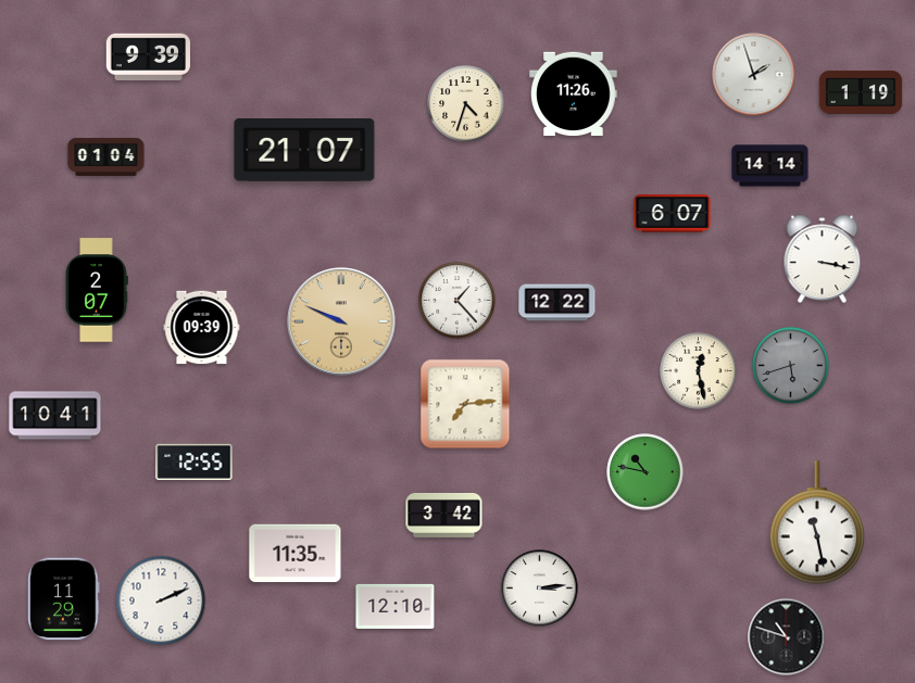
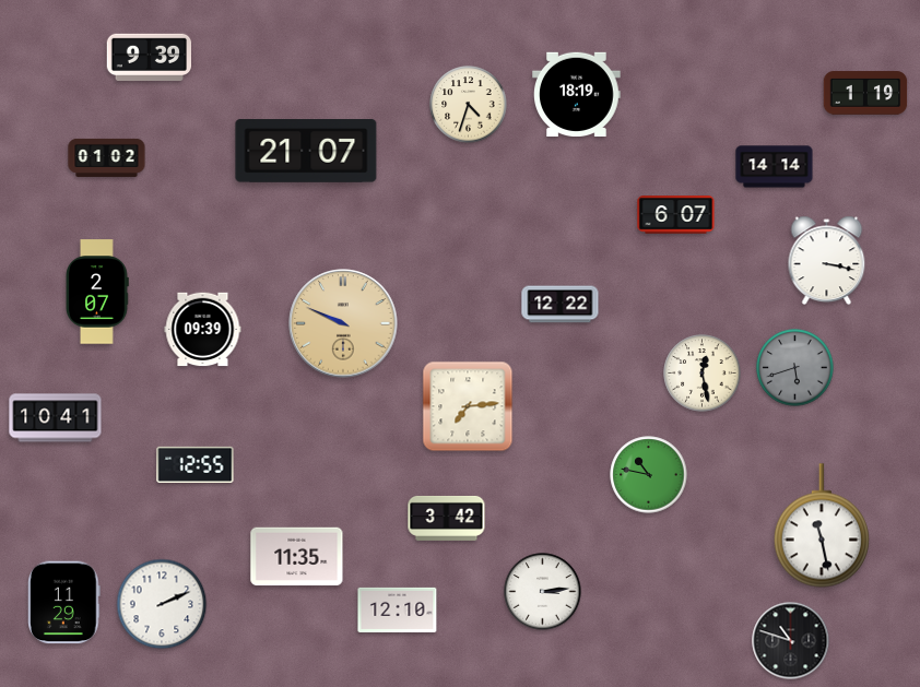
clock at (754, 75): 1:57 -> none
clock at (574, 93): 11:26 -> 18:19
clock at (106, 156): 01:04 -> 01:02
clock at (457, 301): 1:23 -> none
